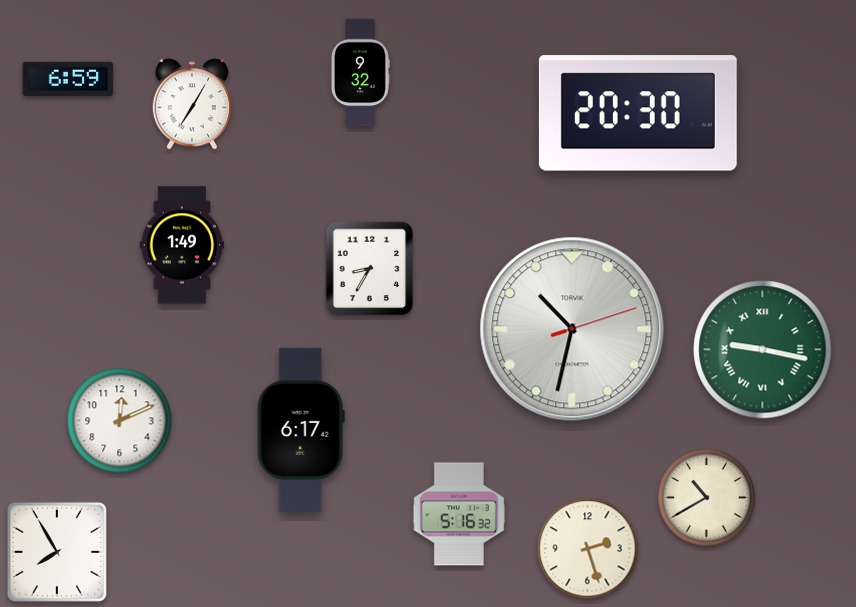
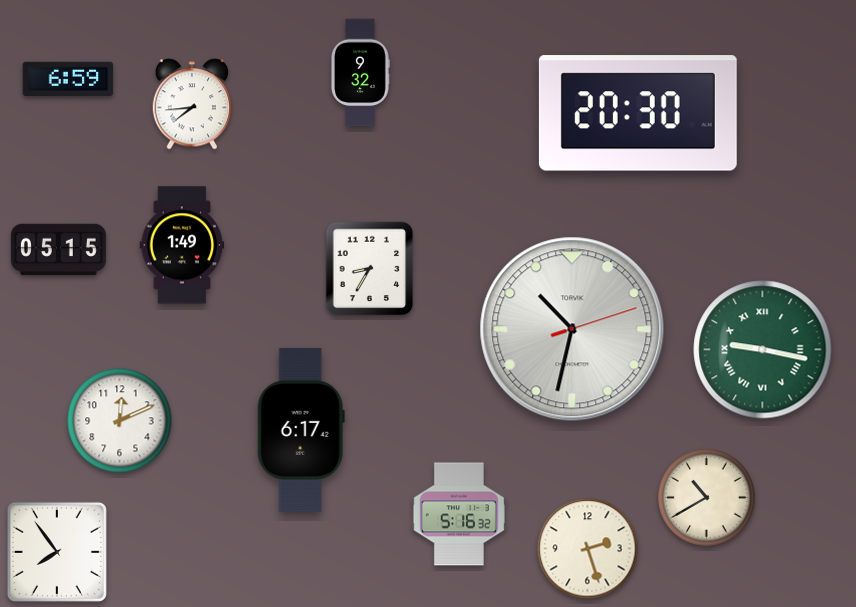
clock at (192, 104): 7:05 -> 7:44
clock at (58, 250): none -> 05:15
clock at (57, 552): 7:55 -> 7:54
